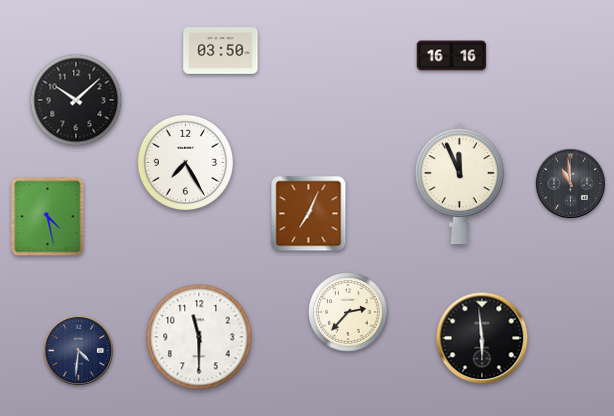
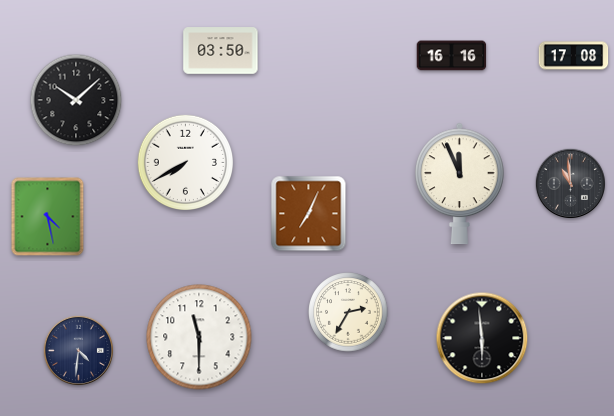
clock at (574, 56): none -> 17:08
clock at (185, 162): 7:25 -> 7:40
clock at (348, 312): 2:37 -> 2:35
